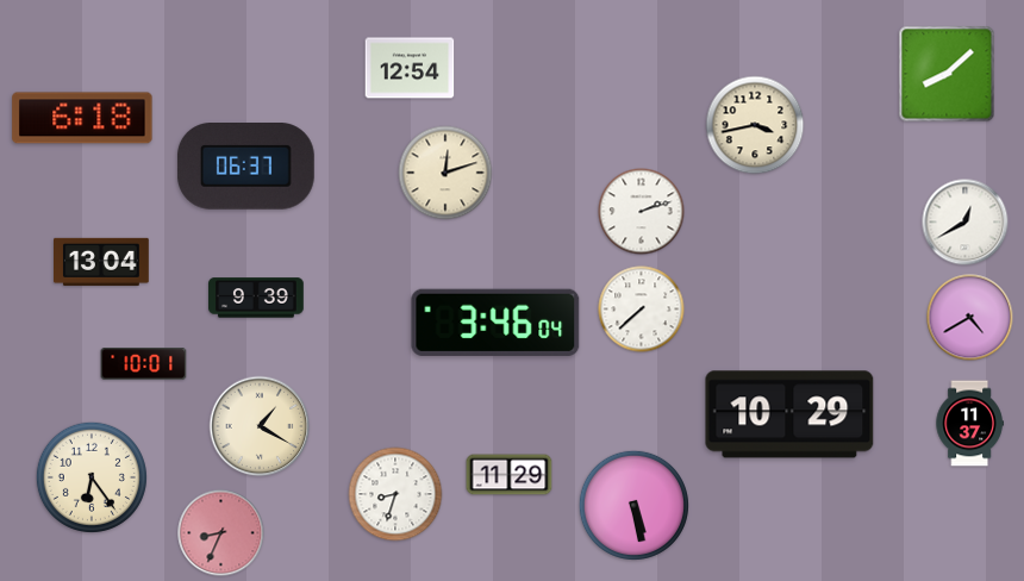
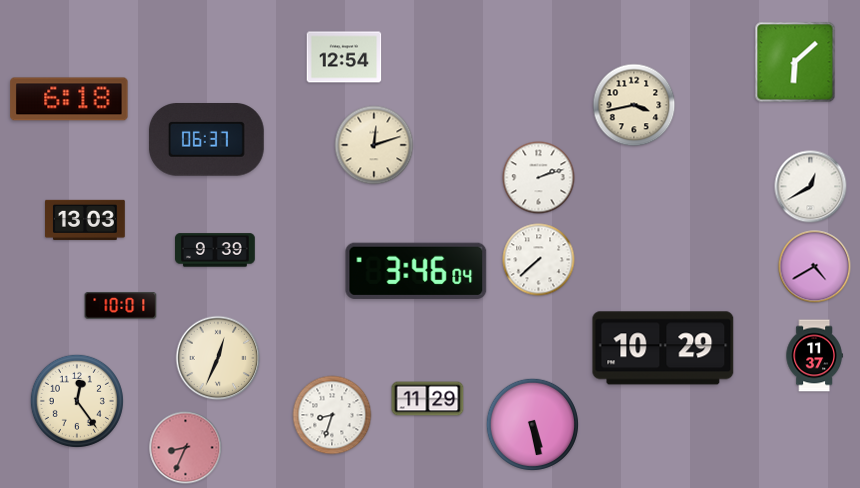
clock at (947, 74): 8:08 -> 6:08
clock at (102, 262): 13:04 -> 13:03
clock at (260, 426): 1:20 -> 12:34
clock at (92, 477): 6:24 -> 12:24
